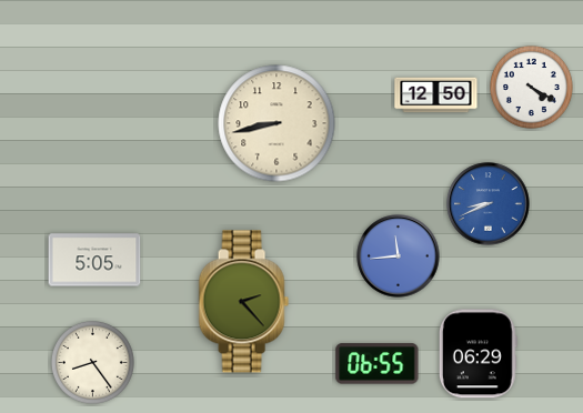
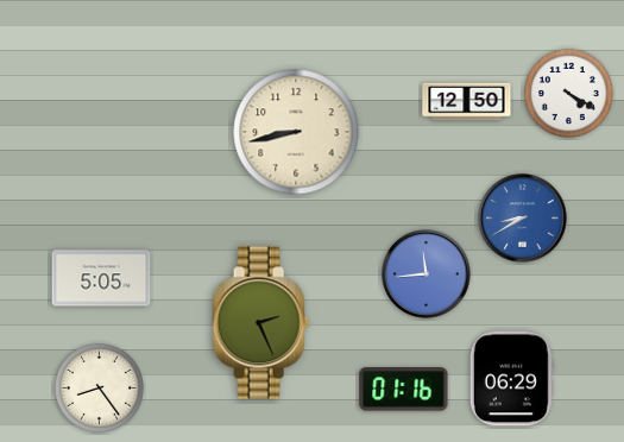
clock at (489, 204): 8:41 -> 8:40
clock at (243, 302): 2:23 -> 2:26
clock at (378, 364): 06:55 -> 01:16
